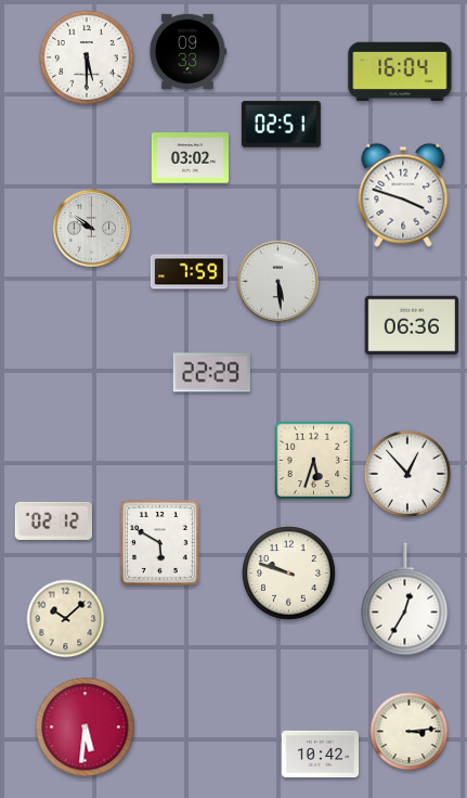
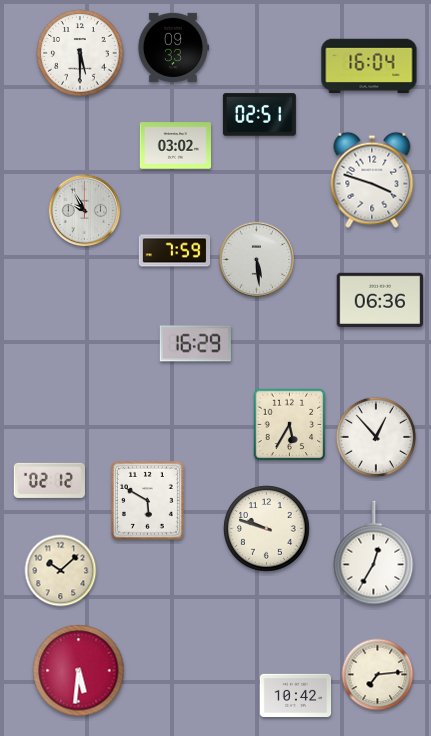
clock at (92, 229): 9:51 -> 9:55
clock at (211, 373): 22:29 -> 16:29
clock at (314, 461): 5:33 -> 5:35
clock at (410, 732): 3:14 -> 7:14
